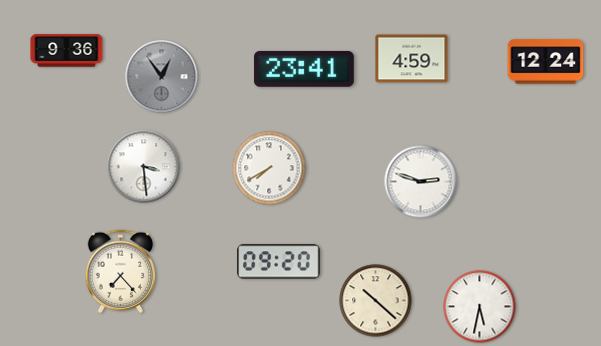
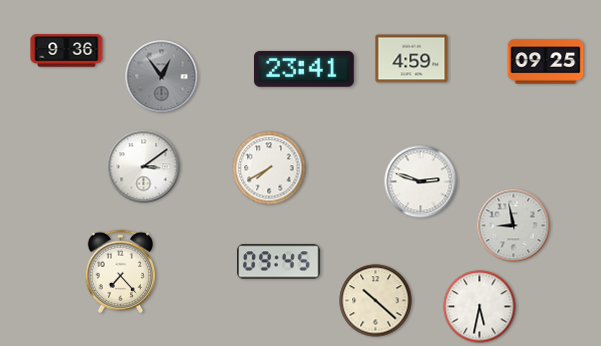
clock at (546, 62): 12:24 -> 09:25
clock at (144, 167): 3:29 -> 3:09
clock at (514, 226): none -> 8:58
clock at (279, 262): 09:20 -> 09:45
